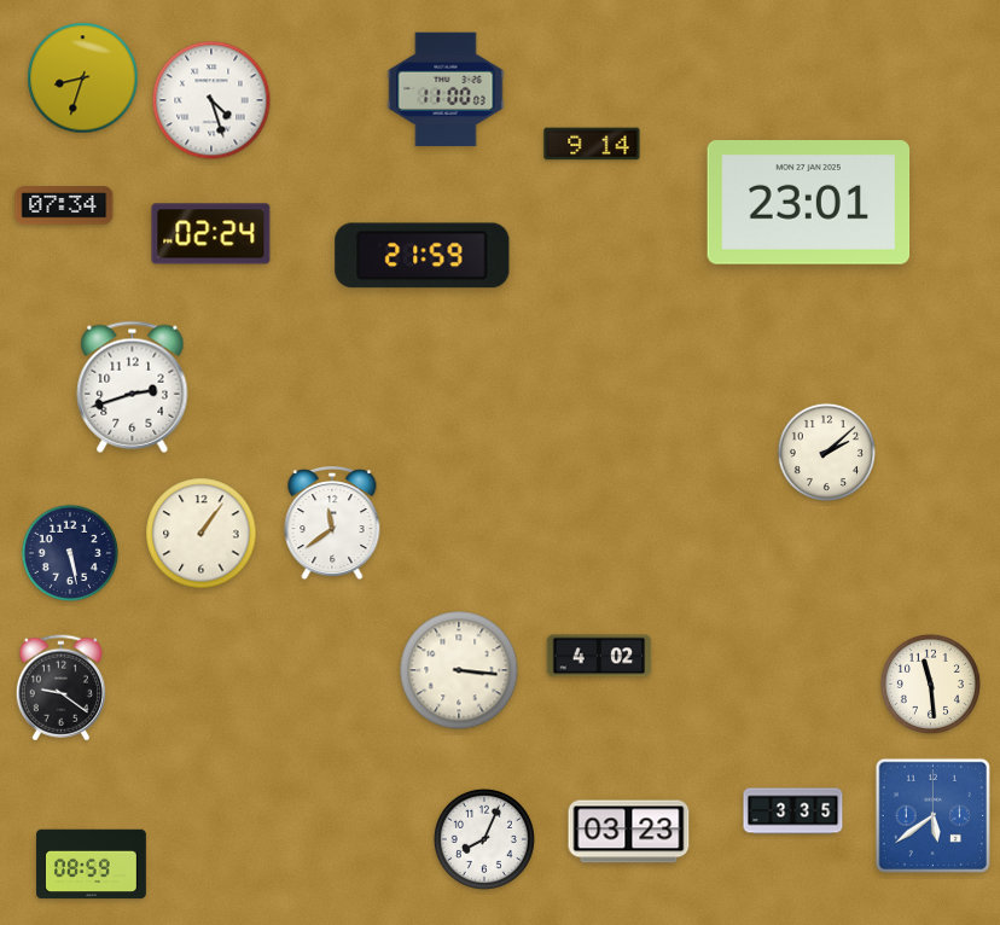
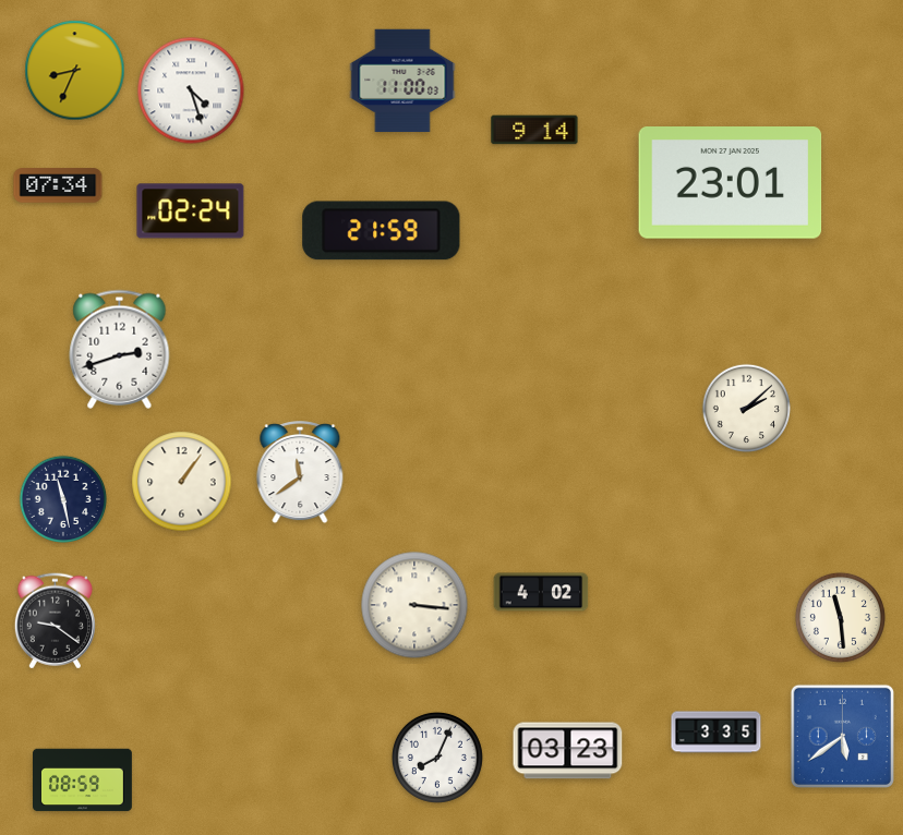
clock at (83, 78): 8:33 -> 8:34
clock at (69, 552): 5:28 -> 11:28
